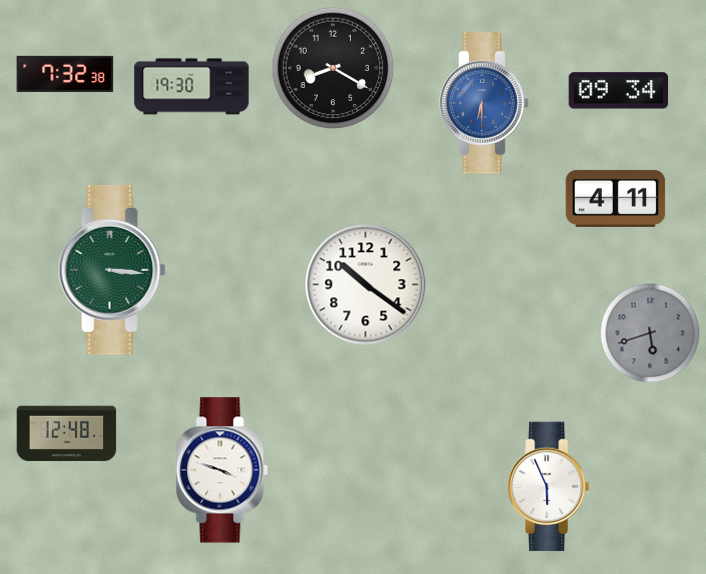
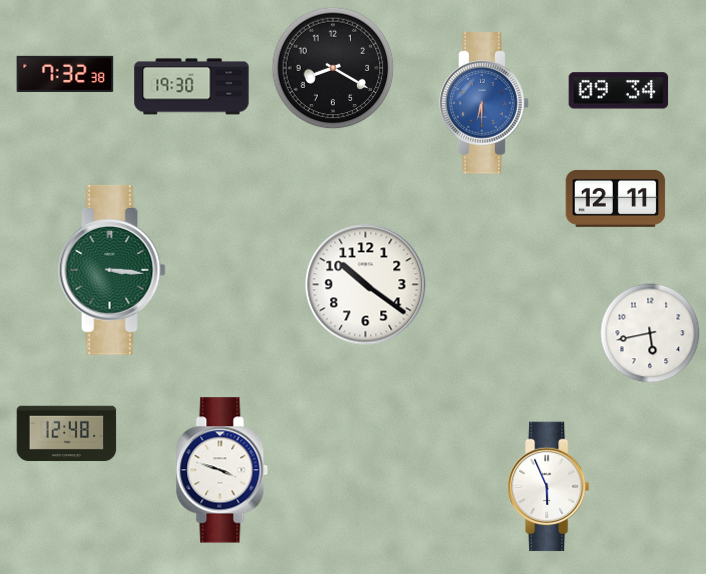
clock at (616, 198): 4:11 -> 12:11
clock at (650, 333): 5:42 -> 5:43
clock at (650, 333) dial: grey -> white
